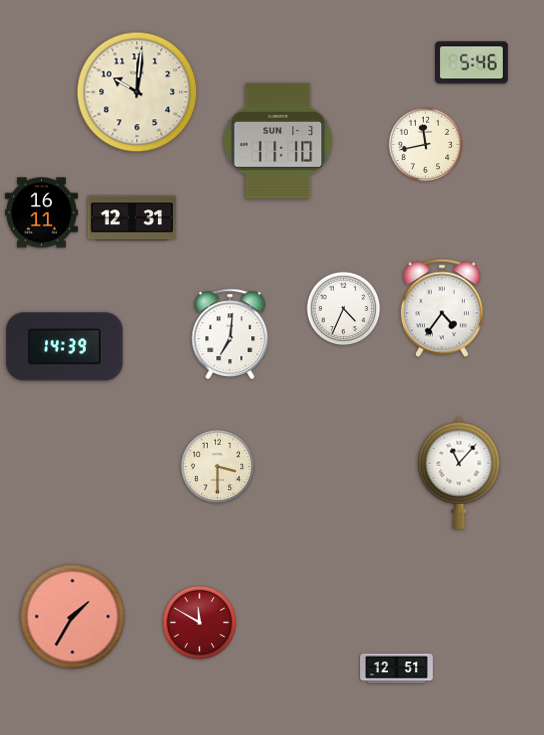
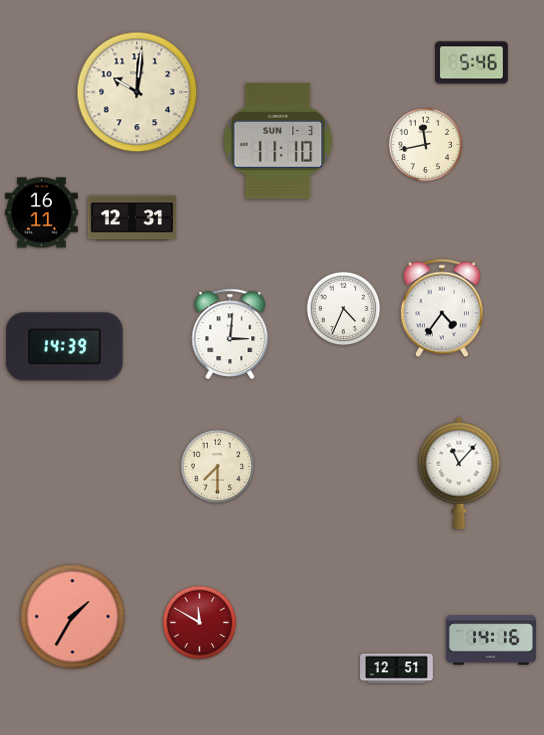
clock at (230, 334): 7:01 -> 3:01
clock at (218, 467): 3:30 -> 7:30
clock at (491, 640): none -> 14:16
